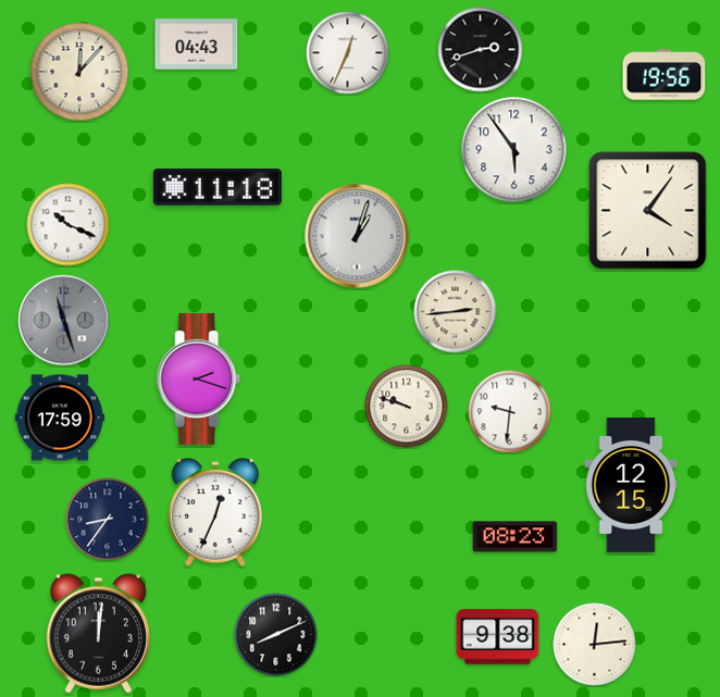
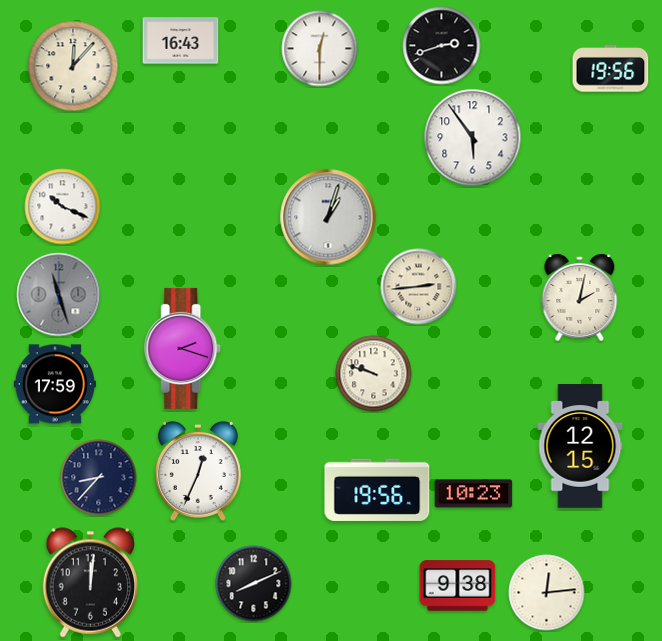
clock at (197, 45): 04:43 -> 16:43
clock at (348, 53): 12:34 -> 12:30
clock at (218, 187): 11:18 -> none
clock at (648, 211): 4:06 -> none
clock at (580, 297): none -> 2:02
clock at (510, 412): 9:31 -> none
clock at (108, 520): 8:36 -> 8:37
clock at (377, 490): none -> 19:56
clock at (516, 537): 08:23 -> 10:23
